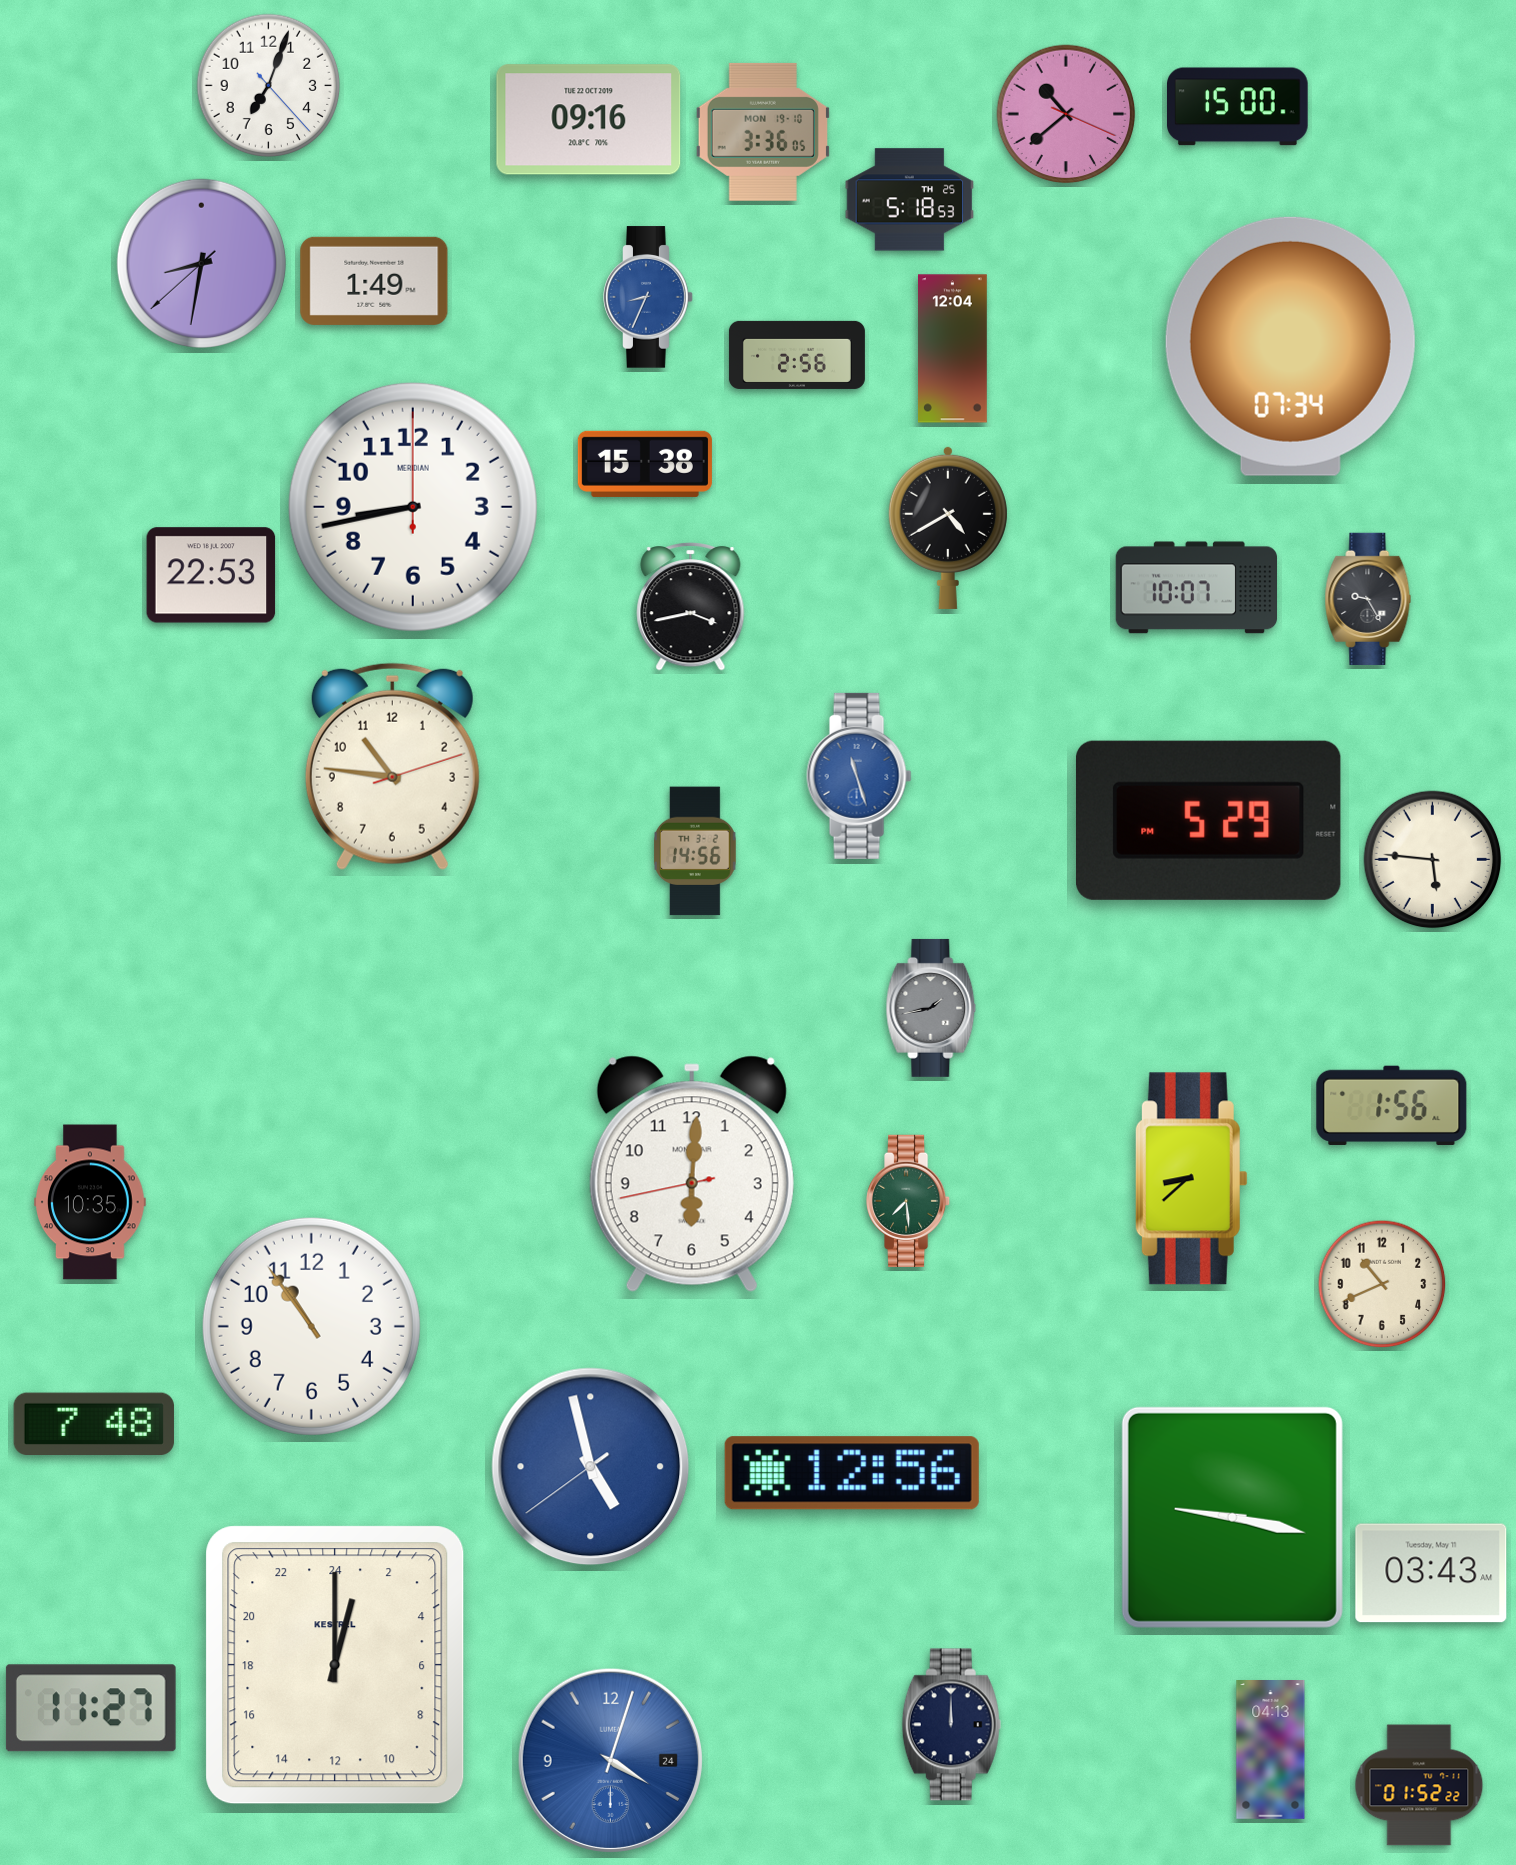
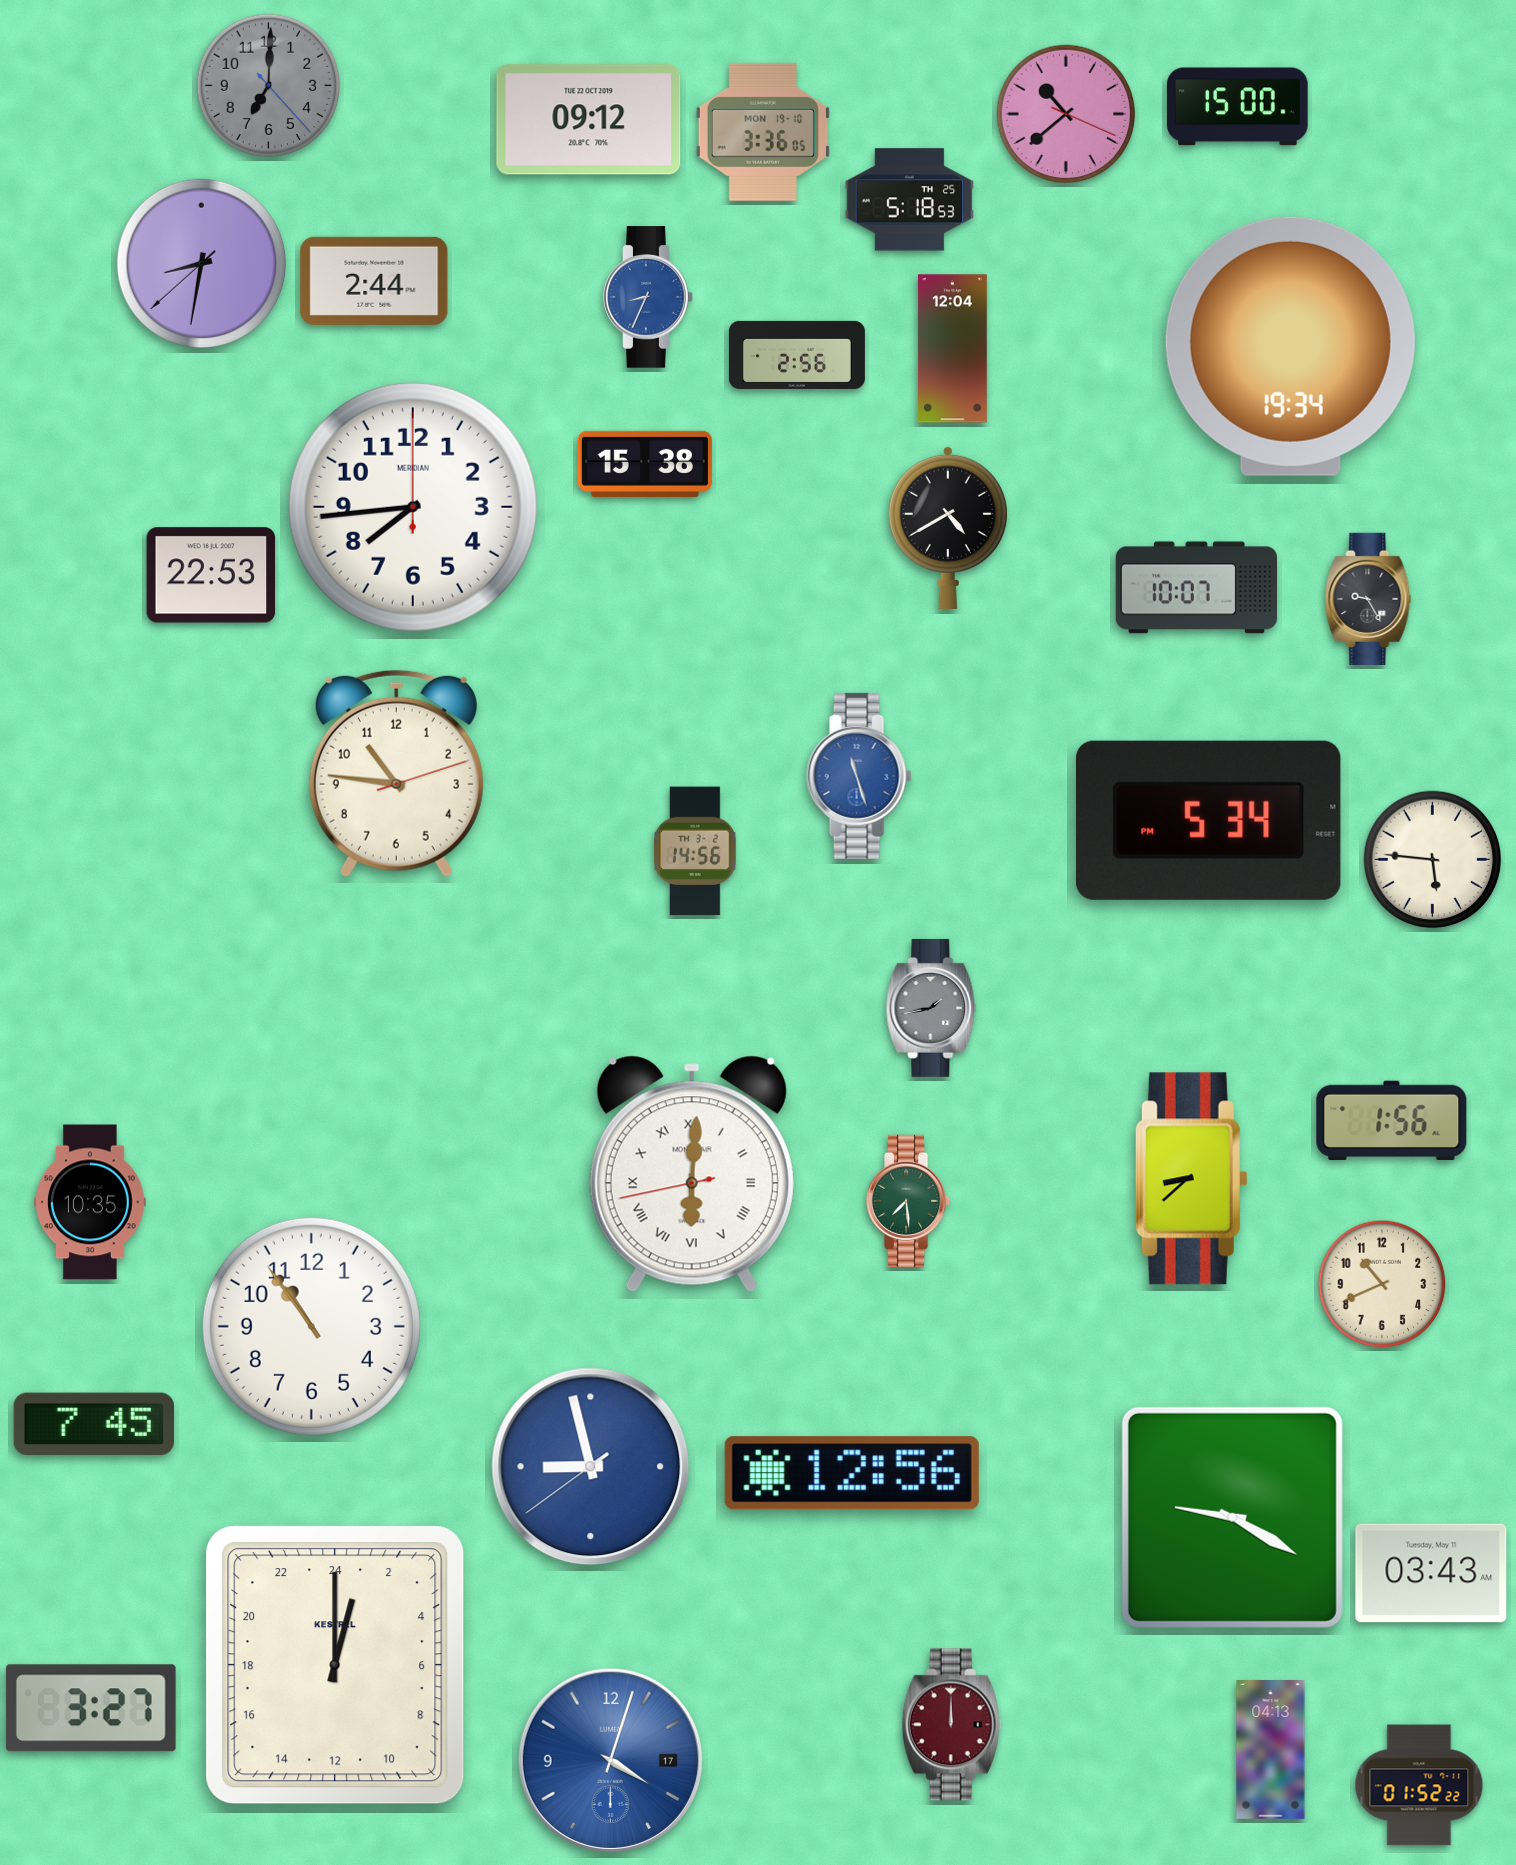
clock at (269, 86): 7:03 -> 7:00
clock at (269, 86) dial: white -> grey
clock at (589, 120): 09:16 -> 09:12
clock at (374, 281): 1:49 -> 2:44
clock at (1290, 346): 07:34 -> 19:34
clock at (413, 507): 8:43 -> 7:44
clock at (691, 607): 3:43 -> none
clock at (392, 766) position: (392, 766) -> (396, 773)
clock at (1208, 820): 5:29 -> 5:34
clock at (1392, 1105) position: (1392, 1105) -> (1392, 1120)
clock at (692, 1174) numerals: Arabic -> Roman
clock at (94, 1424): 7:48 -> 7:45
clock at (591, 1467): 4:57 -> 8:57
clock at (1232, 1517): 9:17 -> 9:20
clock at (91, 1708): 11:27 -> 3:27
clock at (951, 1725) dial: navy -> burgundy
clock at (610, 1760) date: 24 -> 17
